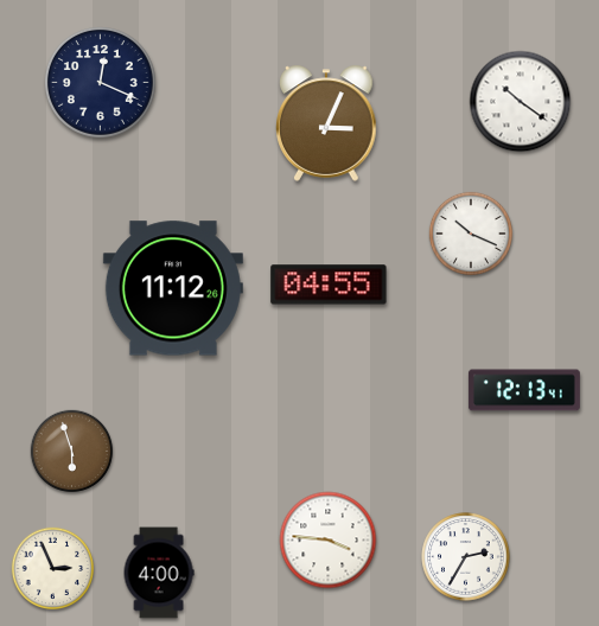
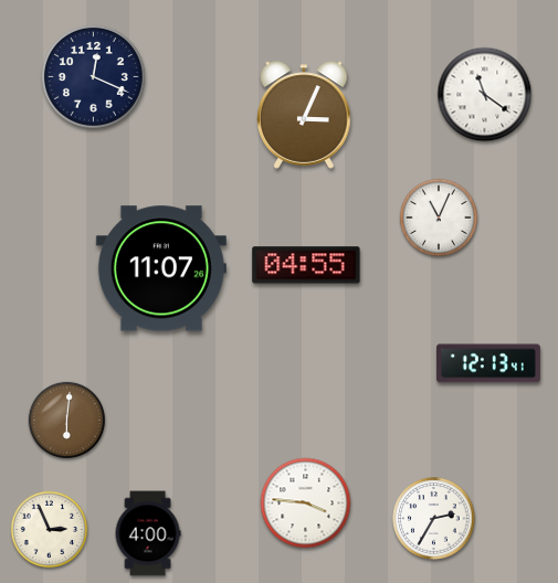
clock at (521, 102): 10:21 -> 11:21
clock at (470, 232): 10:19 -> 11:04
clock at (173, 288): 11:12 -> 11:07
clock at (72, 452): 5:57 -> 6:01
